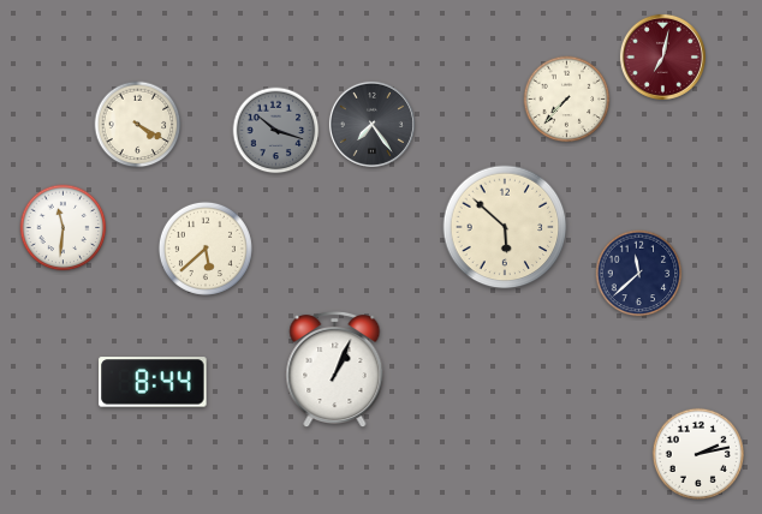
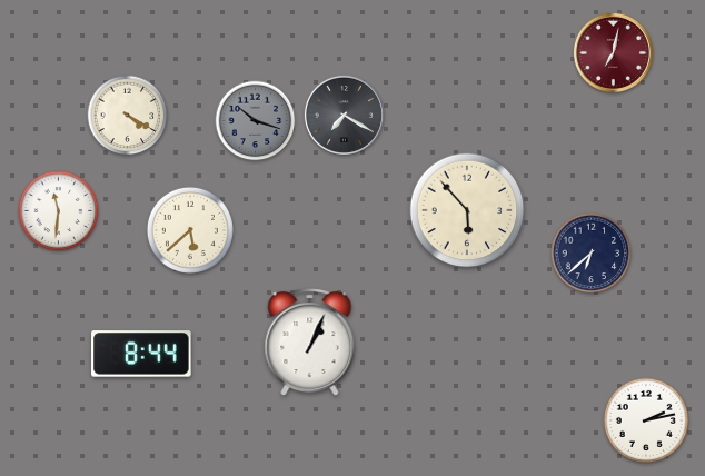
clock at (567, 100): 7:37 -> none
clock at (371, 124): 7:24 -> 7:20
clock at (505, 227): 5:52 -> 5:53
clock at (639, 274): 11:38 -> 6:38
